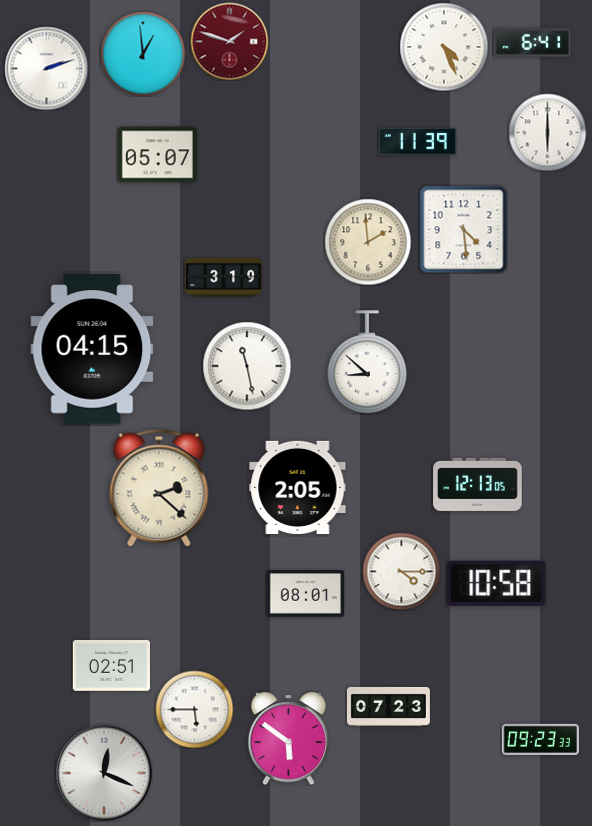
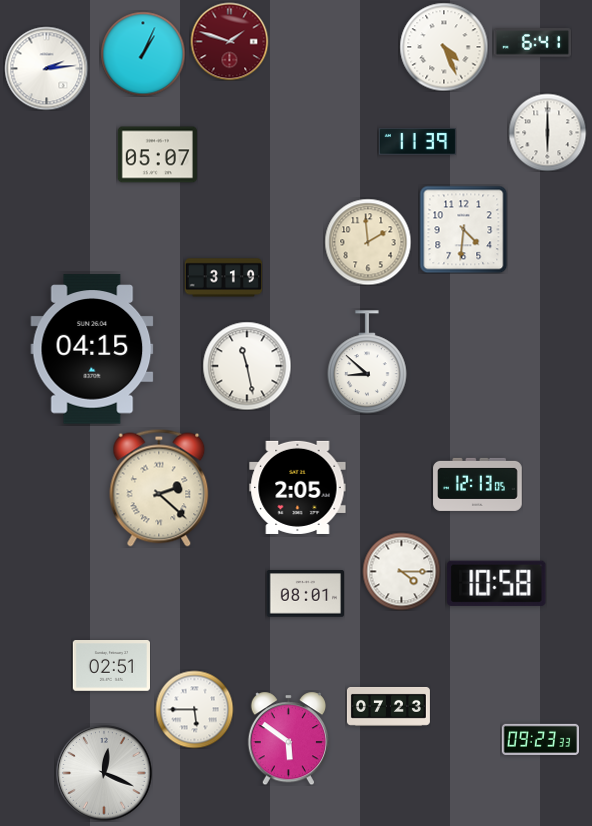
clock at (143, 54): 12:59 -> 1:04
clock at (46, 68): 2:12 -> 2:14
clock at (463, 229): 4:29 -> 4:31
